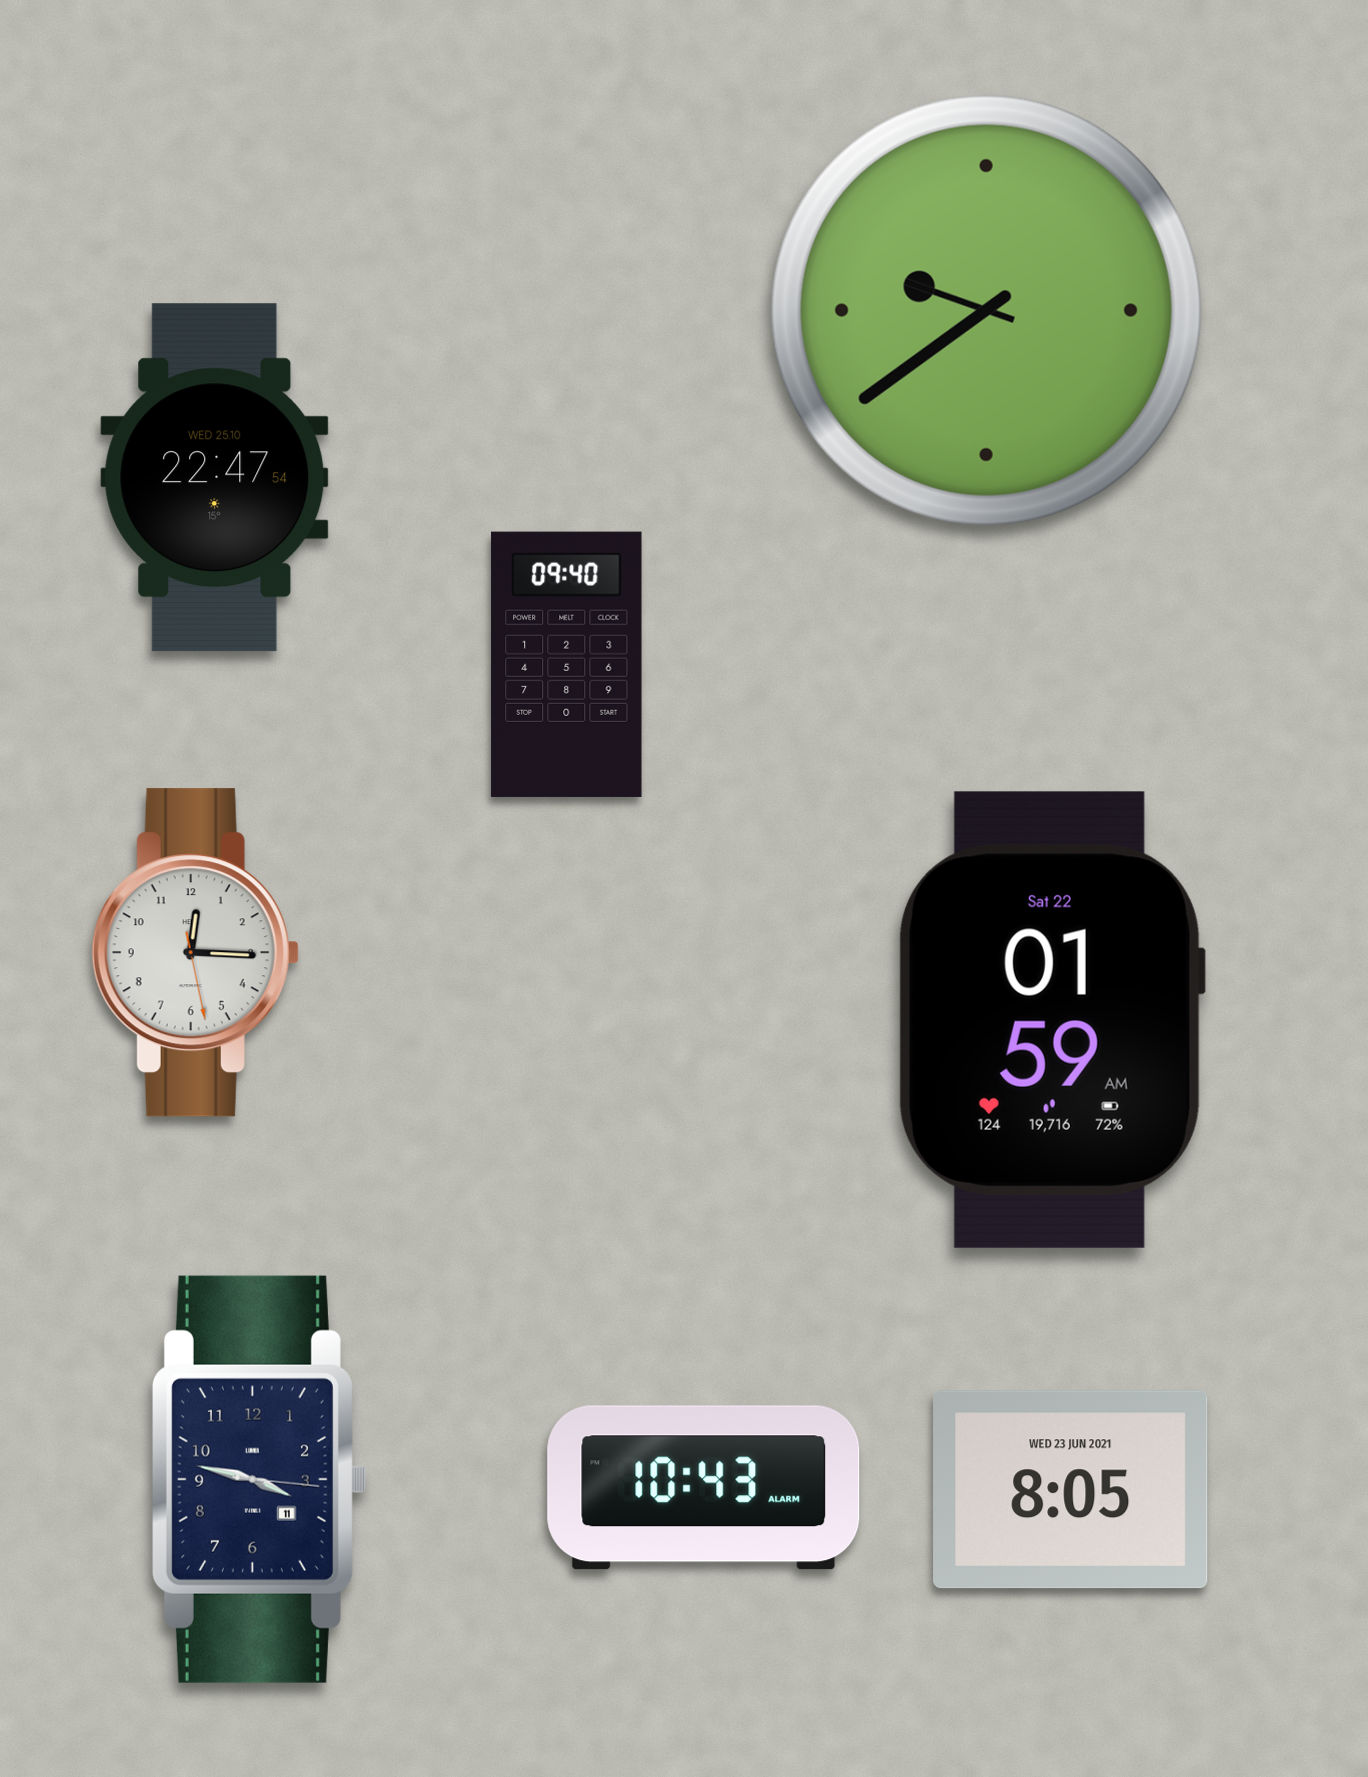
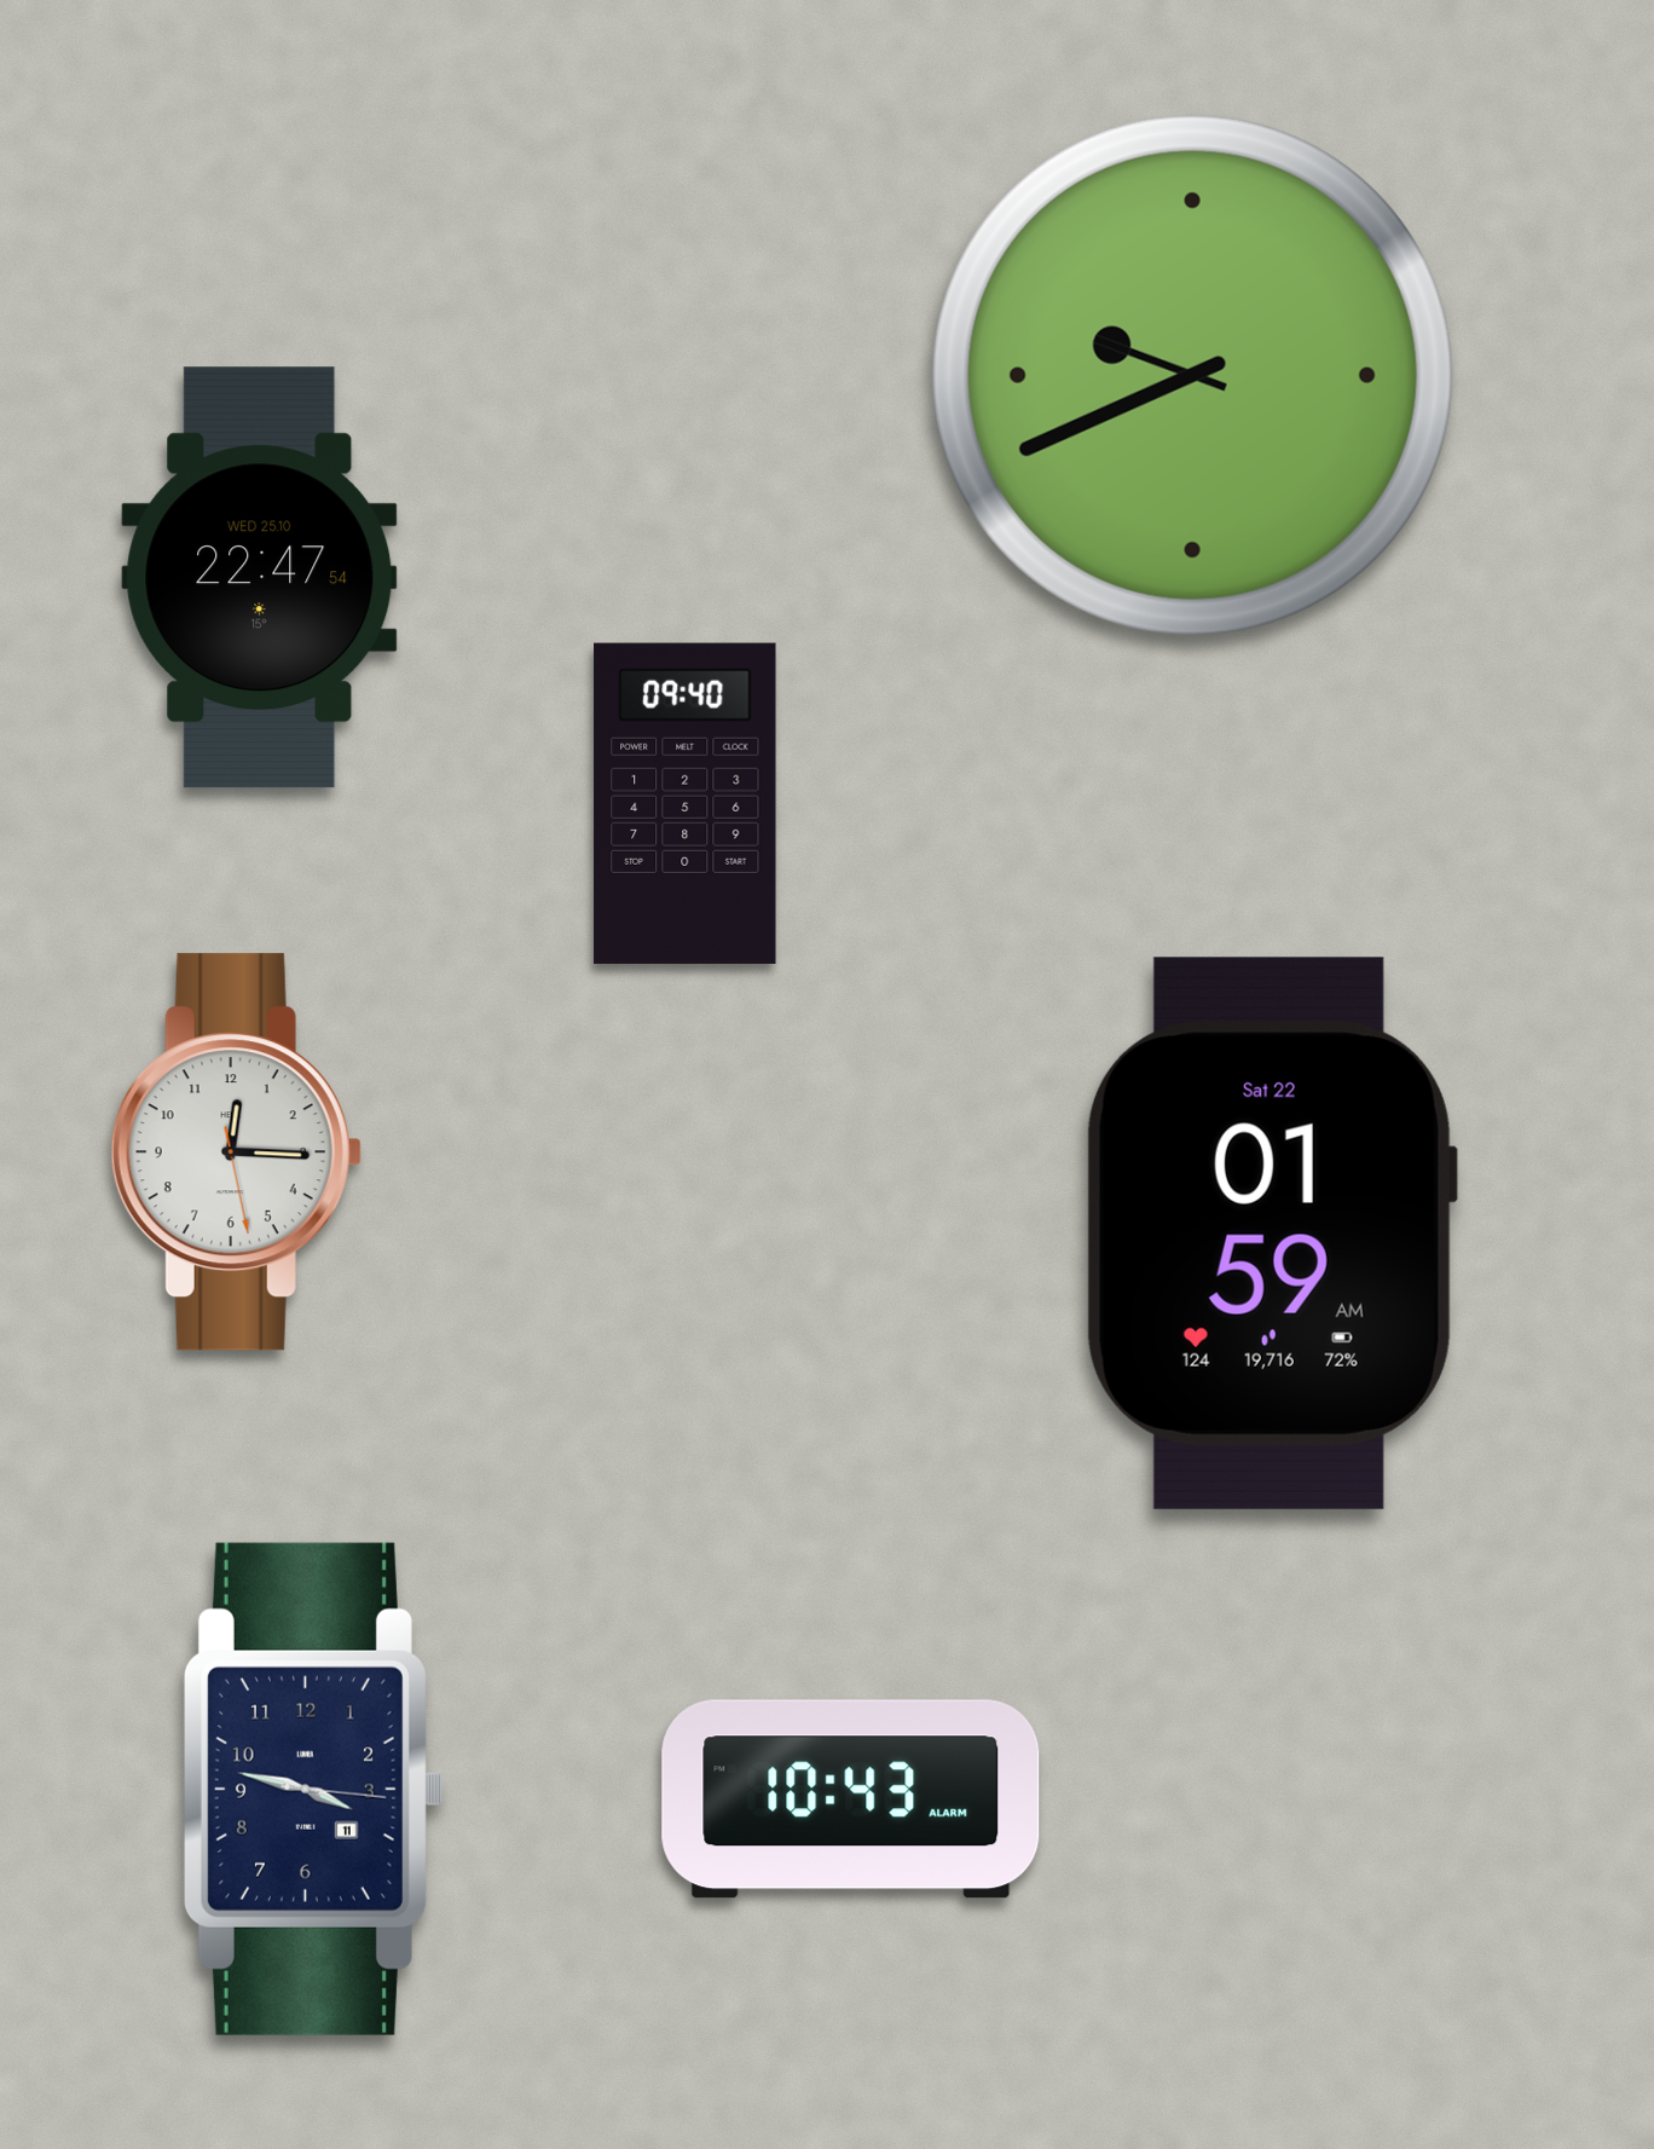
clock at (986, 310): 9:39 -> 9:41
clock at (1071, 1490): 8:05 -> none
